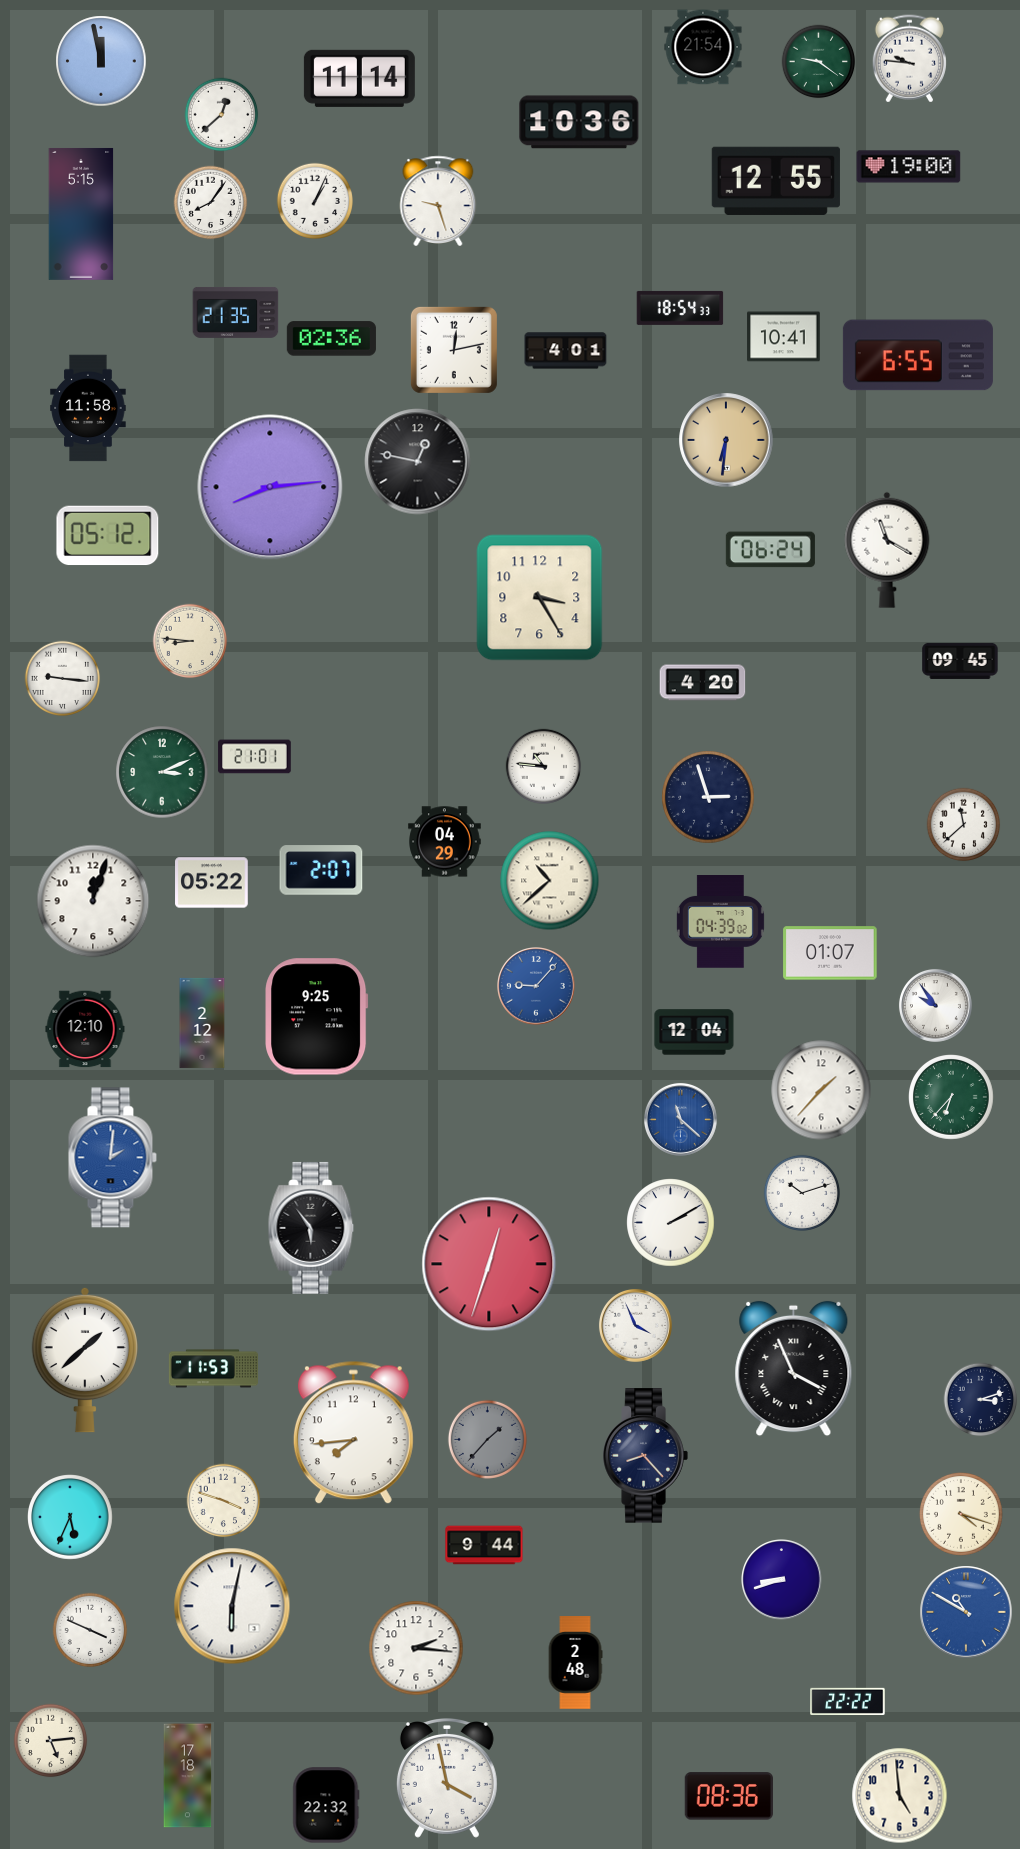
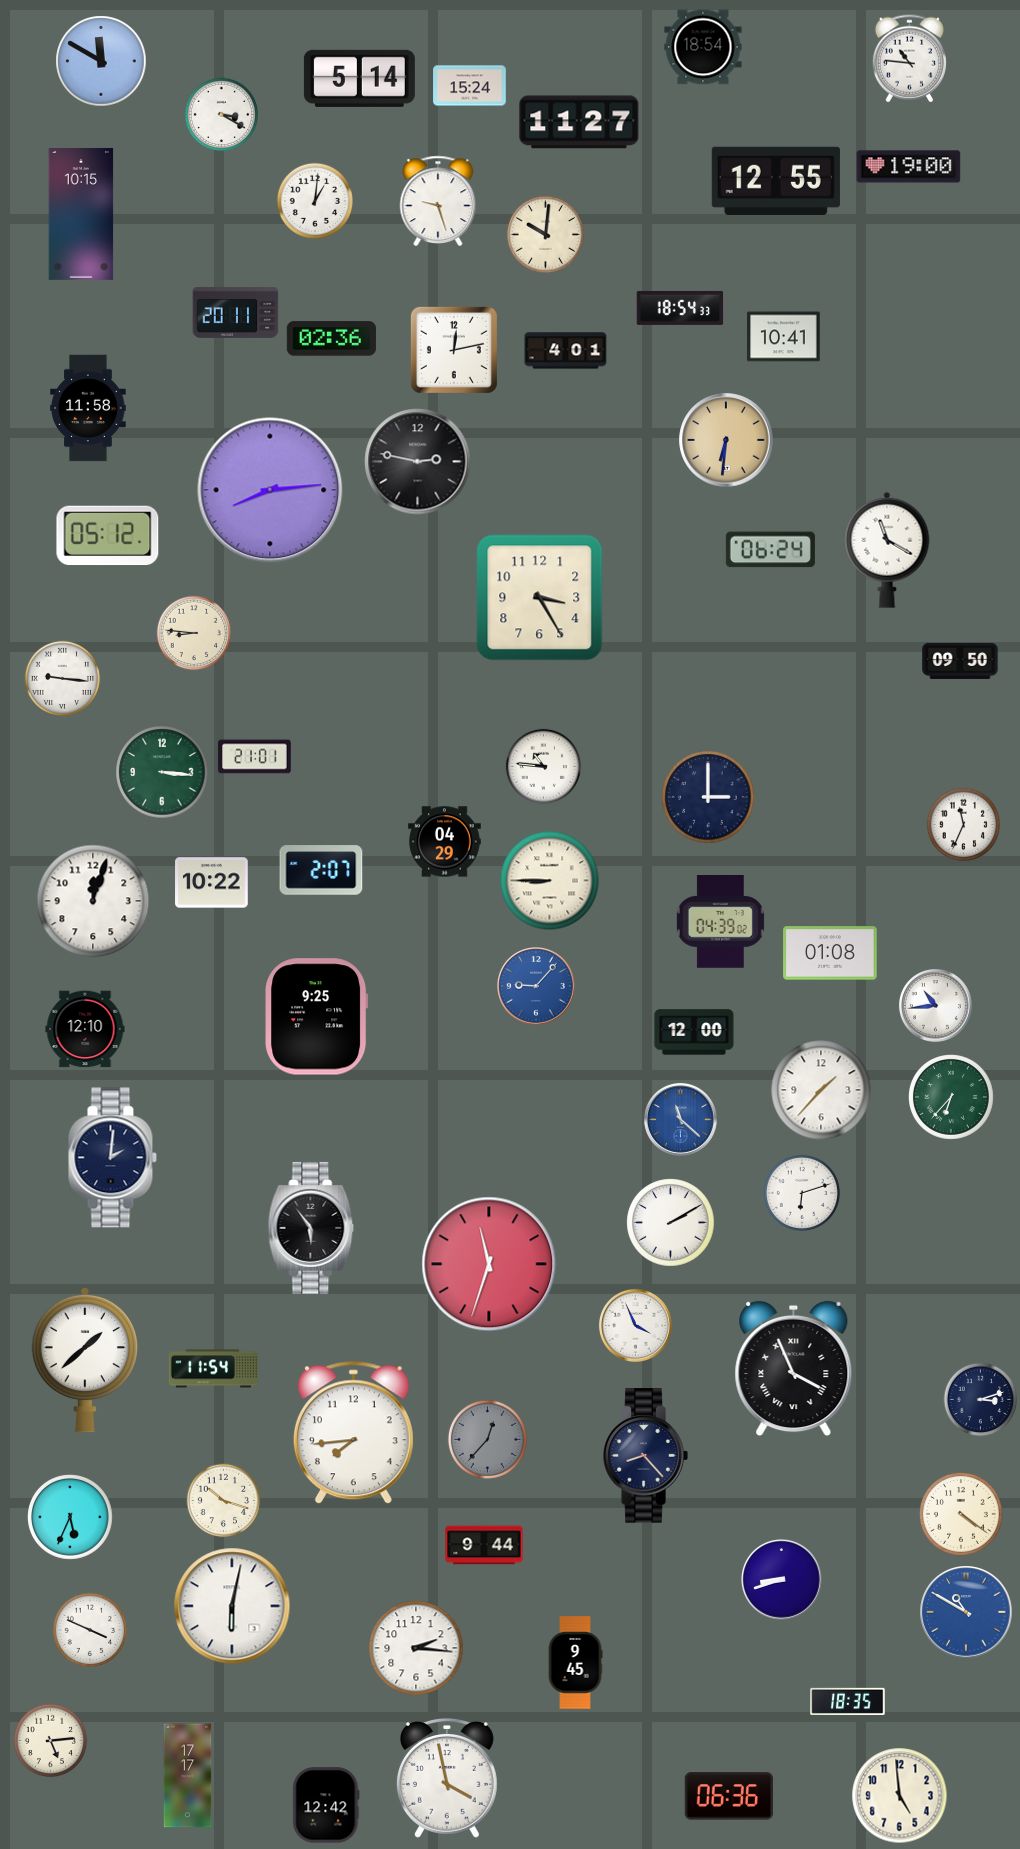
clock at (703, 47): 21:54 -> 18:54
clock at (909, 59): 9:46 -> 10:46
clock at (101, 61): 11:58 -> 11:50
clock at (819, 62): 9:21 -> none
clock at (359, 78): 11:14 -> 5:14
clock at (470, 86): none -> 15:24
clock at (222, 115): 12:38 -> 3:20
clock at (579, 122): 10:36 -> 11:27
clock at (314, 200): 1:04 -> 1:01
clock at (211, 203): 8:06 -> none
clock at (81, 214): 5:15 -> 10:15
clock at (545, 234): none -> 10:01
clock at (236, 312): 21:35 -> 20:11
clock at (918, 355): 6:55 -> none
clock at (418, 462): 12:47 -> 2:47
clock at (270, 487) position: (270, 487) -> (270, 490)
clock at (190, 641) position: (190, 641) -> (194, 633)
clock at (960, 661): 09:45 -> 09:50
clock at (703, 683): 4:20 -> none
clock at (162, 772): 3:11 -> 3:16
clock at (708, 797): 2:57 -> 3:00
clock at (964, 825): 11:38 -> 11:34
clock at (550, 881): 10:38 -> 8:45
clock at (212, 883): 05:22 -> 10:22
clock at (830, 953): 01:07 -> 01:08
clock at (935, 1005): 9:54 -> 10:44
clock at (202, 1023): 2:12 -> none
clock at (694, 1032): 12:04 -> 12:00
clock at (112, 1158) dial: blue -> navy
clock at (801, 1192): 10:12 -> 6:12
clock at (489, 1264): 12:33 -> 11:33
clock at (213, 1369): 11:53 -> 11:54
clock at (487, 1439): 1:37 -> 12:37
clock at (224, 1501): 3:48 -> 10:18
clock at (961, 1514): 4:18 -> 4:21
clock at (575, 1663): 2:48 -> 9:45
clock at (848, 1701): 22:22 -> 18:35
clock at (188, 1776): 17:18 -> 17:17
clock at (729, 1796): 08:36 -> 06:36
clock at (326, 1805): 22:32 -> 12:42
